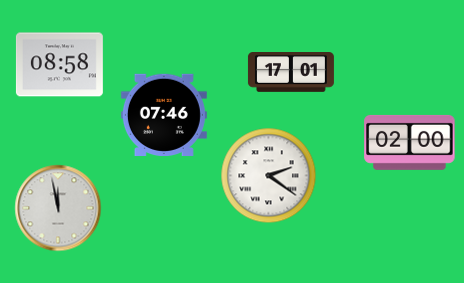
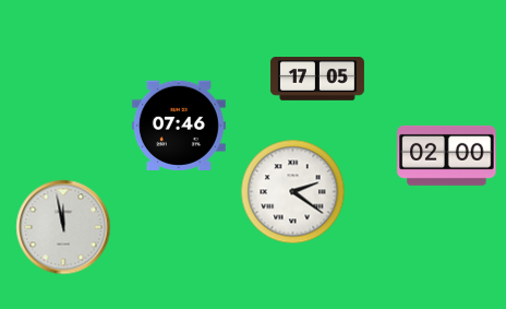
clock at (59, 65): 08:58 -> none
clock at (291, 72): 17:01 -> 17:05
